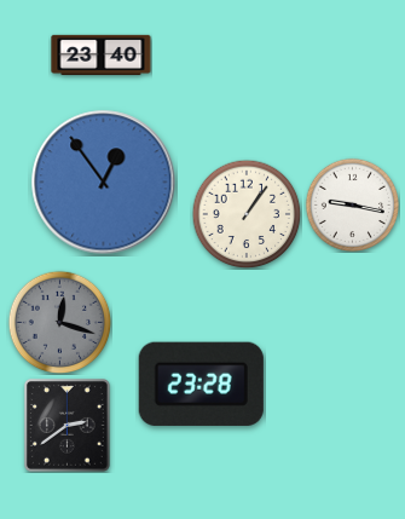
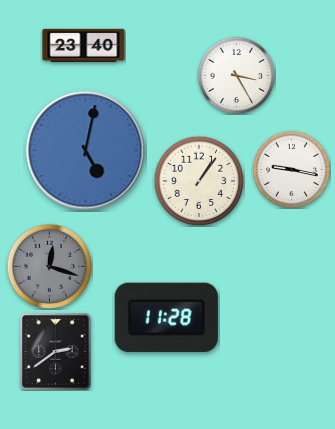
clock at (236, 75): none -> 3:25
clock at (104, 183): 12:54 -> 5:02
clock at (247, 214) position: (247, 214) -> (199, 181)
clock at (201, 384): 23:28 -> 11:28
